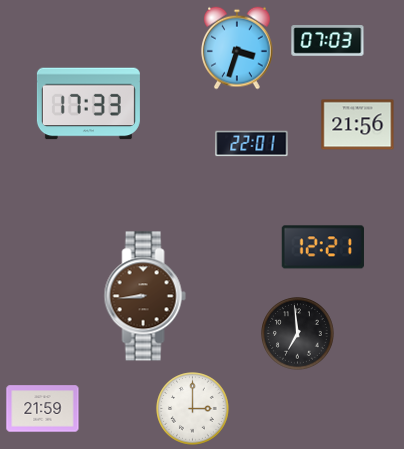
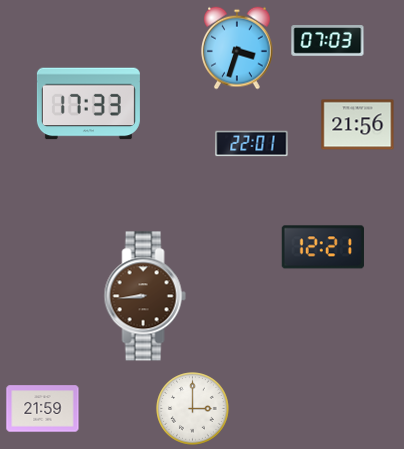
clock at (298, 334): 6:59 -> none
